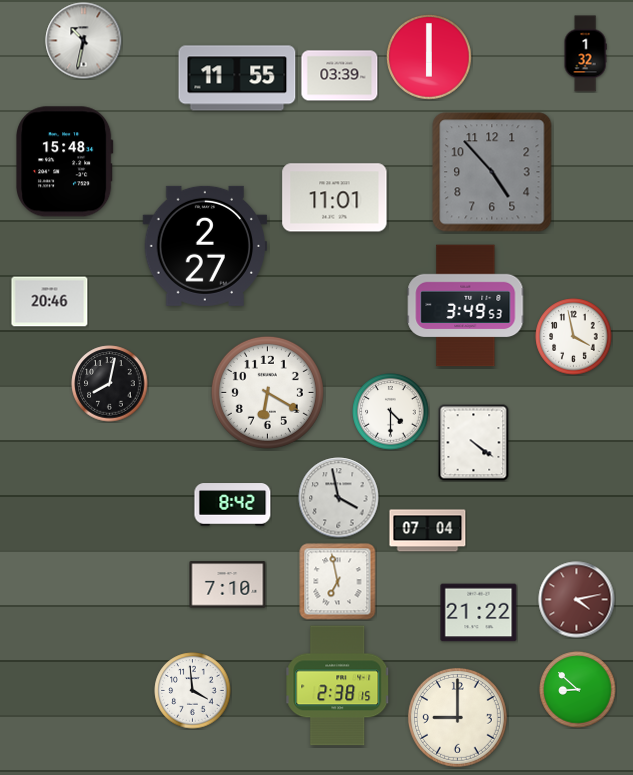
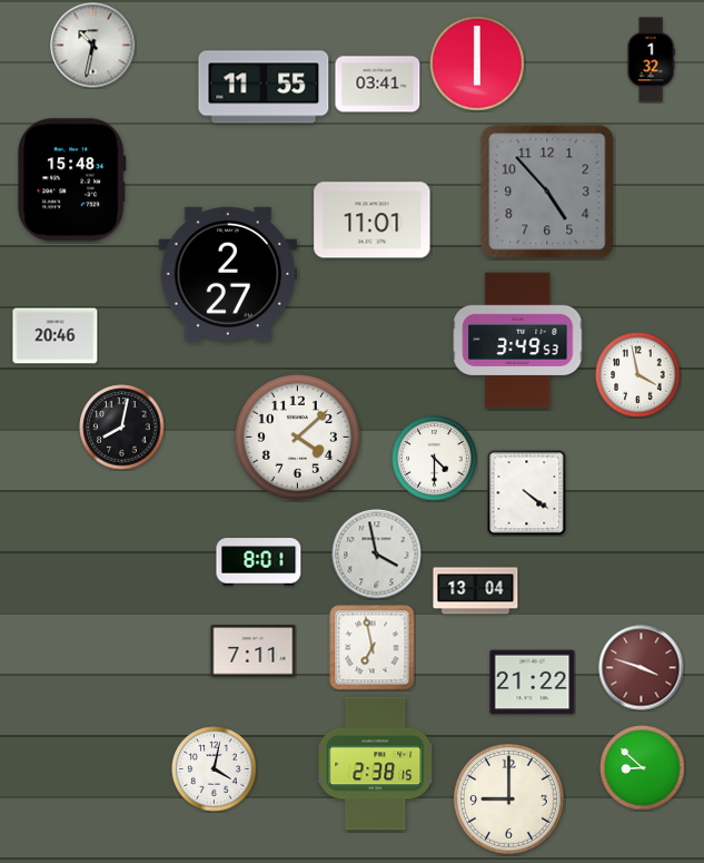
clock at (340, 76): 03:39 -> 03:41
clock at (267, 392): 6:20 -> 4:08
clock at (233, 505): 8:42 -> 8:01
clock at (428, 531): 07:04 -> 13:04
clock at (338, 582) position: (338, 582) -> (373, 648)
clock at (228, 585): 7:10 -> 7:11
clock at (577, 600): 4:13 -> 3:48
clock at (193, 691): 3:59 -> 4:02
